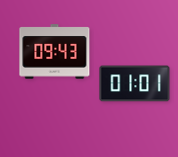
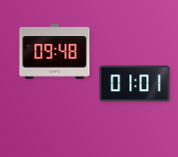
clock at (55, 52): 09:43 -> 09:48
